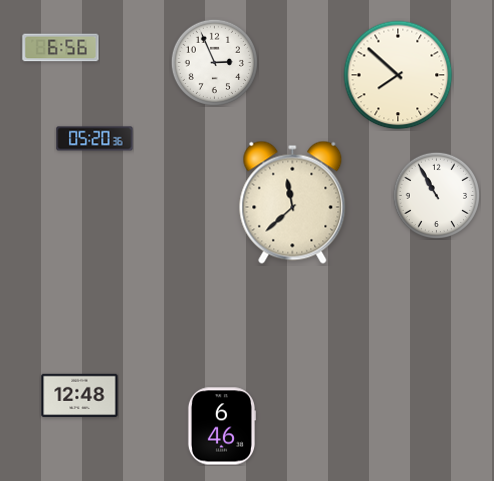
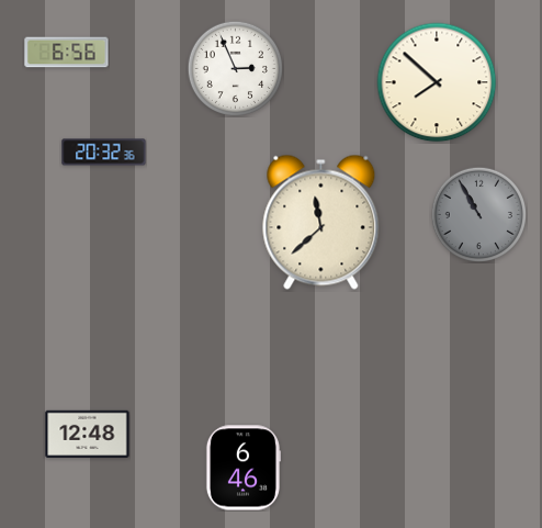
clock at (95, 139): 05:20 -> 20:32
clock at (436, 195) dial: white -> grey
